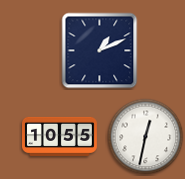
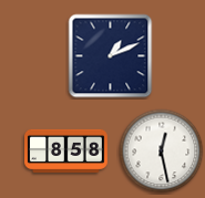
clock at (60, 136): 10:55 -> 8:58
clock at (146, 137): 12:32 -> 12:28
